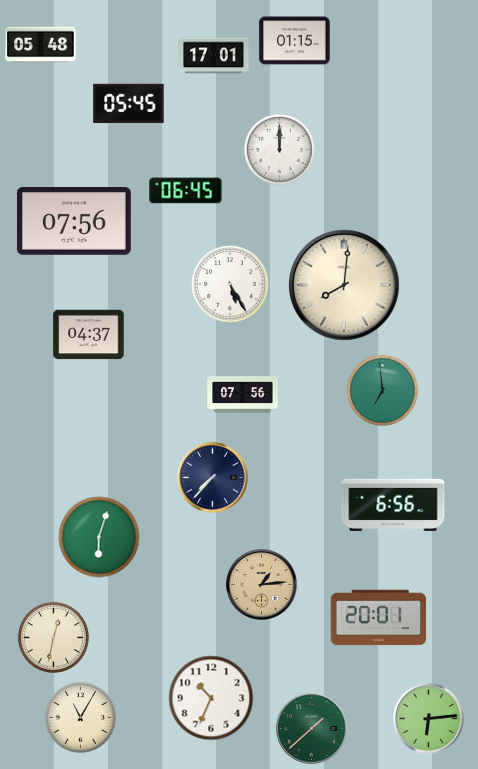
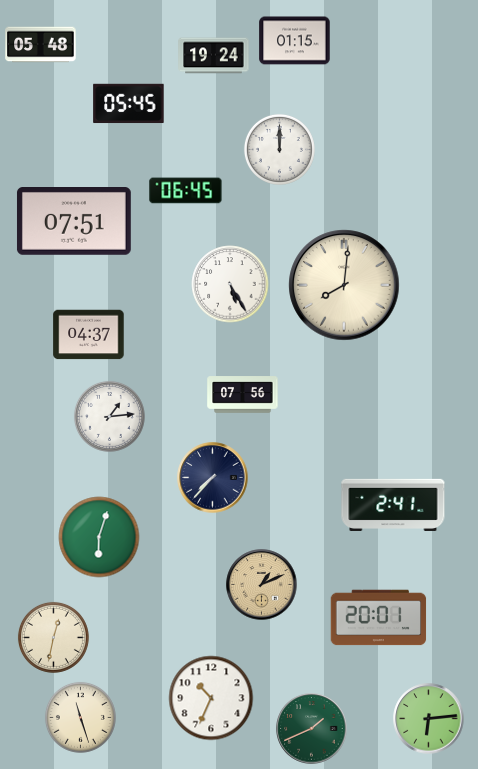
clock at (214, 56): 17:01 -> 19:24
clock at (74, 222): 07:56 -> 07:51
clock at (382, 390): 6:59 -> none
clock at (109, 416): none -> 1:14
clock at (393, 505): 6:56 -> 2:41
clock at (262, 585): 1:14 -> 1:11
clock at (80, 717): 11:05 -> 11:27
clock at (312, 729): 1:38 -> 1:41
